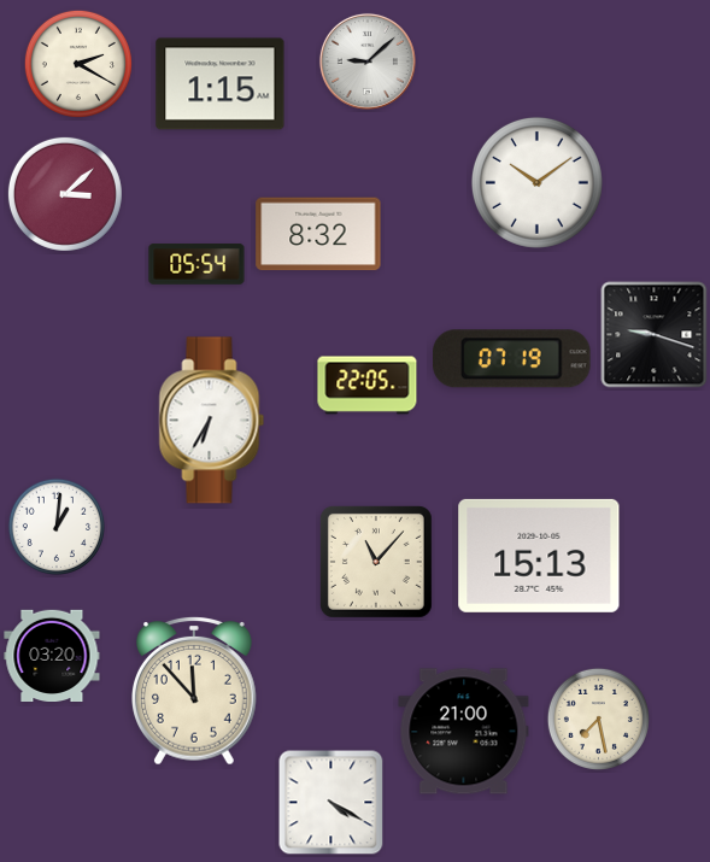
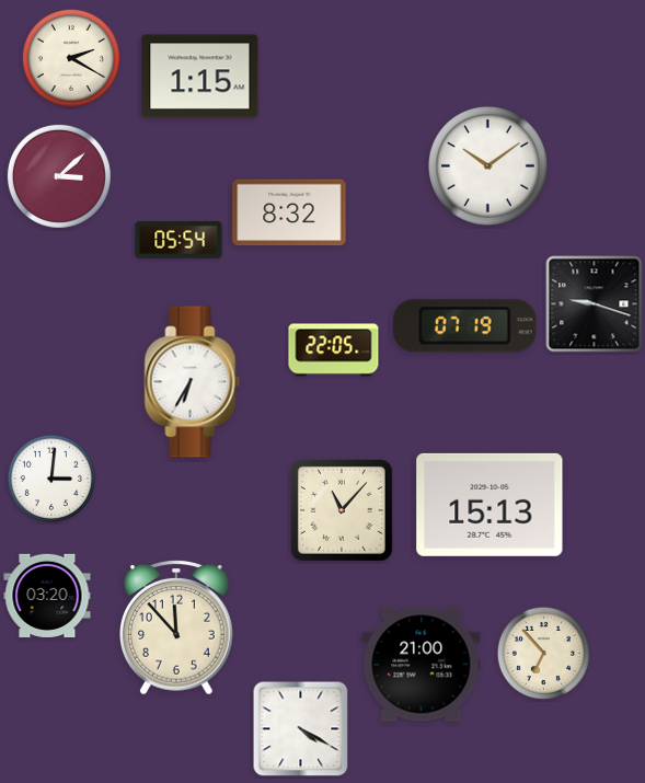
clock at (368, 61): 9:08 -> none
clock at (55, 526): 1:01 -> 3:01
clock at (598, 719): 7:28 -> 6:53
